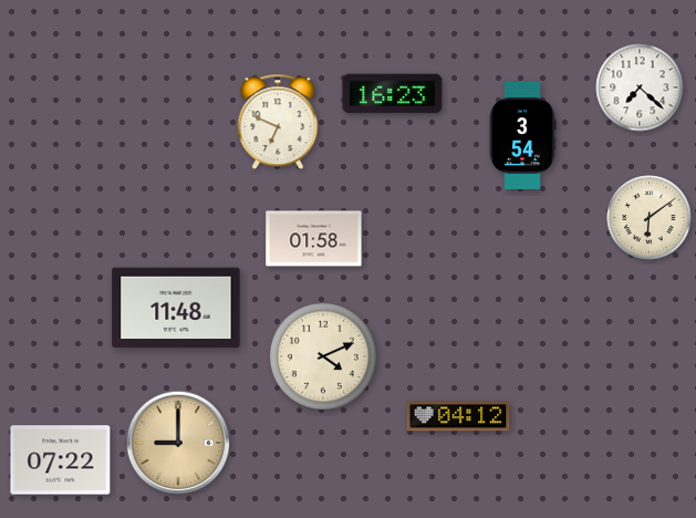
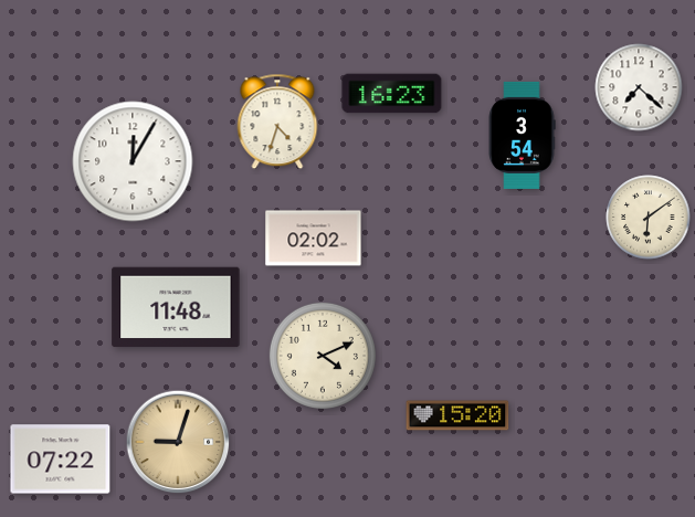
clock at (278, 122): 6:49 -> 4:33
clock at (133, 161): none -> 12:05
clock at (314, 239): 01:58 -> 02:02
clock at (458, 416): 04:12 -> 15:20
clock at (178, 443): 9:00 -> 9:03
